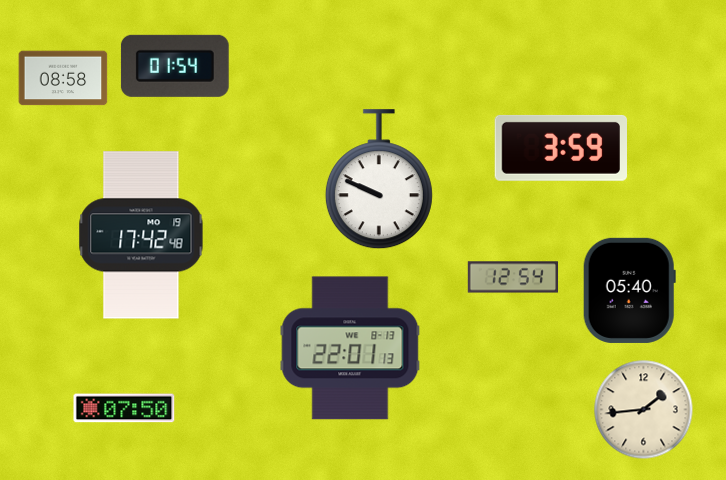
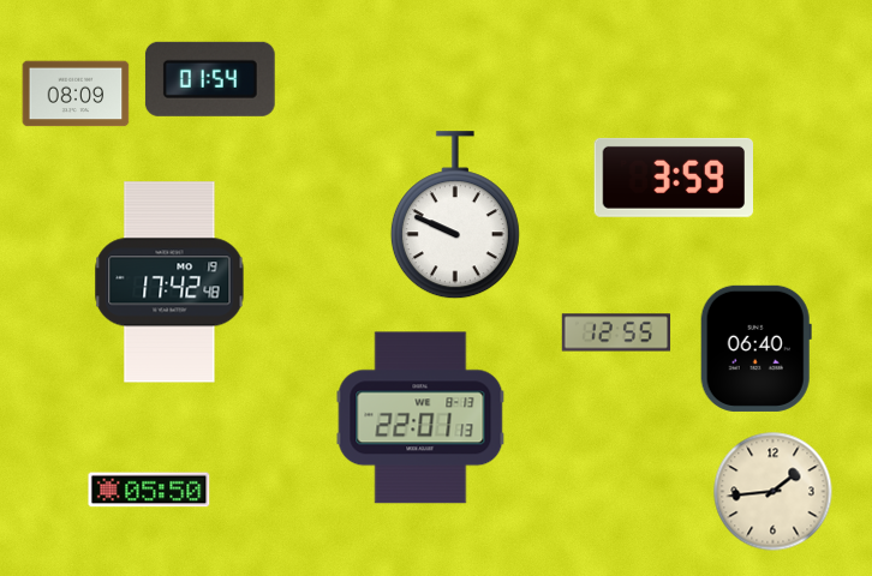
clock at (63, 78): 08:58 -> 08:09
clock at (513, 277): 12:54 -> 12:55
clock at (629, 290): 05:40 -> 06:40
clock at (124, 408): 07:50 -> 05:50
